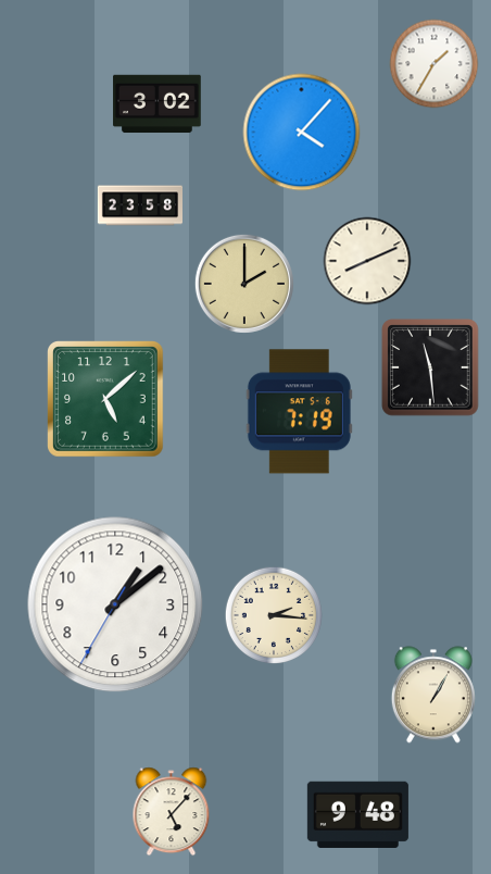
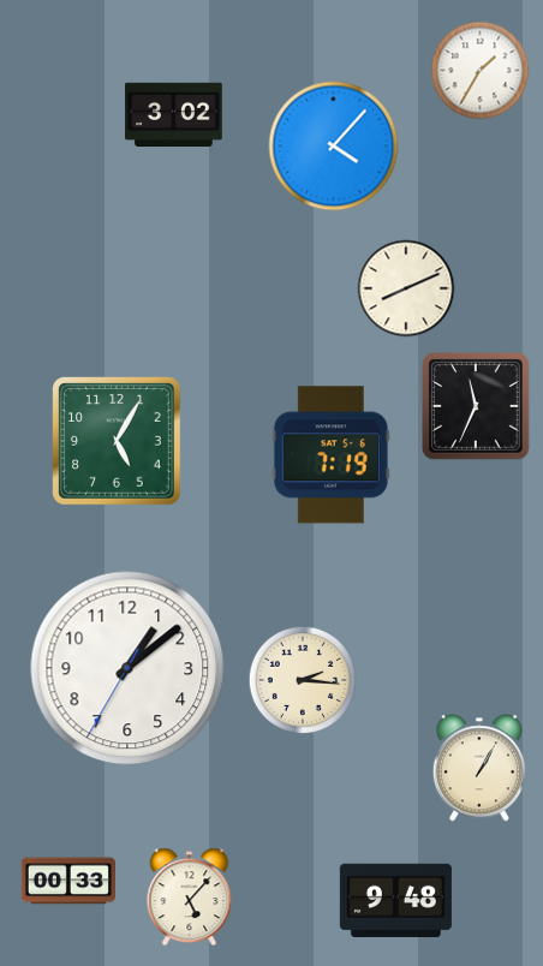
clock at (139, 205): 23:58 -> none
clock at (244, 284): 2:00 -> none
clock at (430, 367): 11:29 -> 11:34
clock at (106, 400): 5:08 -> 5:05
clock at (68, 881): none -> 00:33
